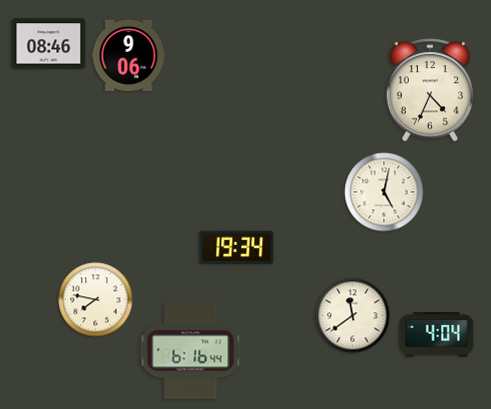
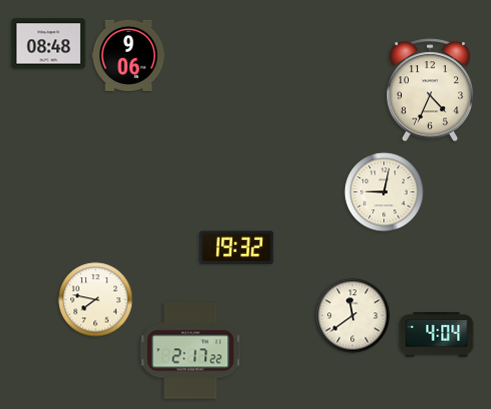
clock at (49, 44): 08:46 -> 08:48
clock at (384, 192): 5:02 -> 9:02
clock at (237, 248): 19:34 -> 19:32
clock at (191, 351): 6:16 -> 2:17
